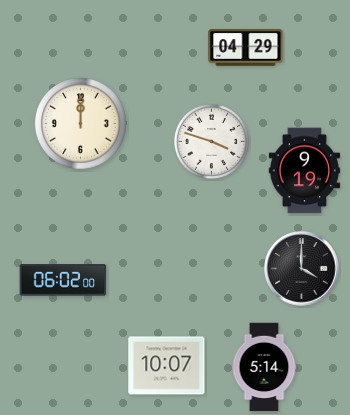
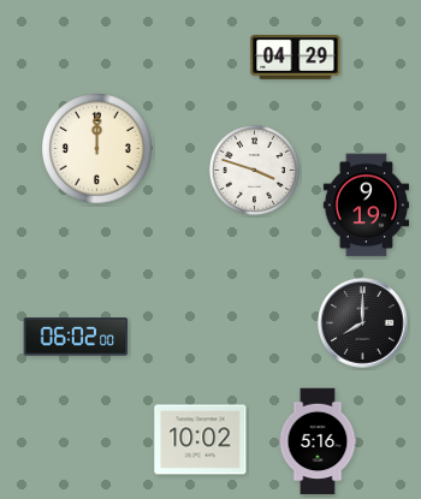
clock at (302, 269): 4:00 -> 8:00
clock at (167, 366): 10:07 -> 10:02
clock at (264, 367): 5:14 -> 5:16
